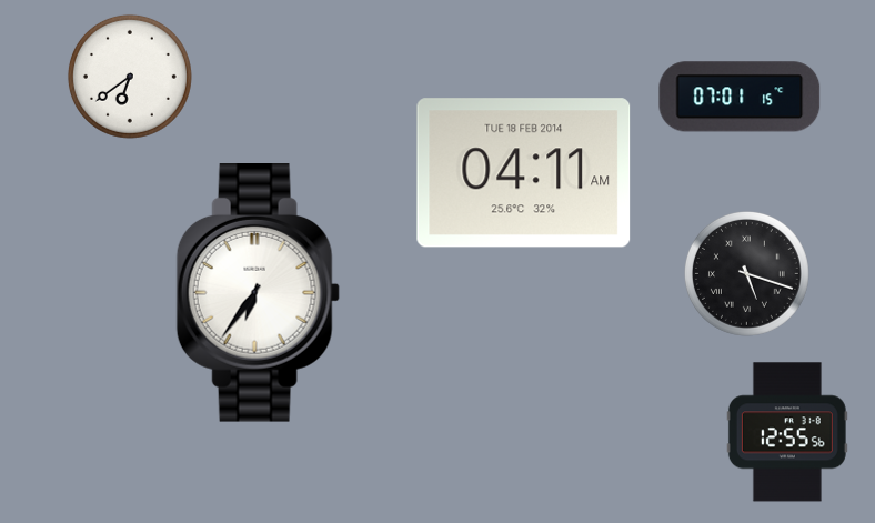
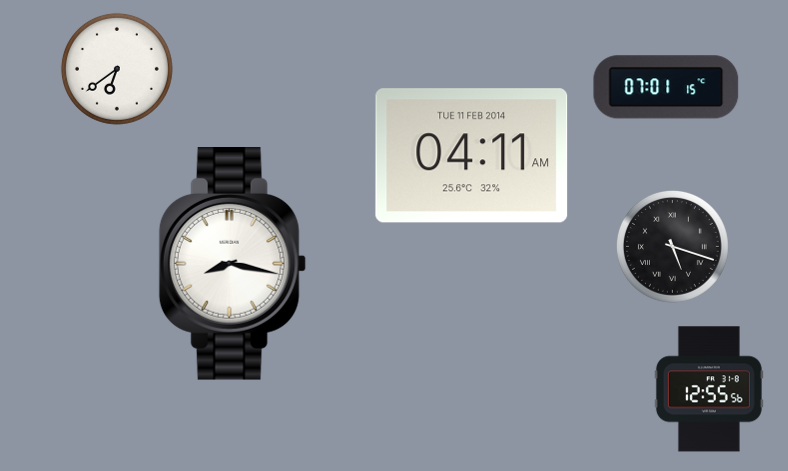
clock at (524, 173) date: TUE 18 FEB 2014 -> TUE 11 FEB 2014
clock at (258, 293): 6:36 -> 8:17
